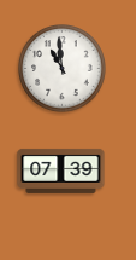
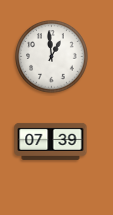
clock at (63, 69): 10:59 -> 12:59
